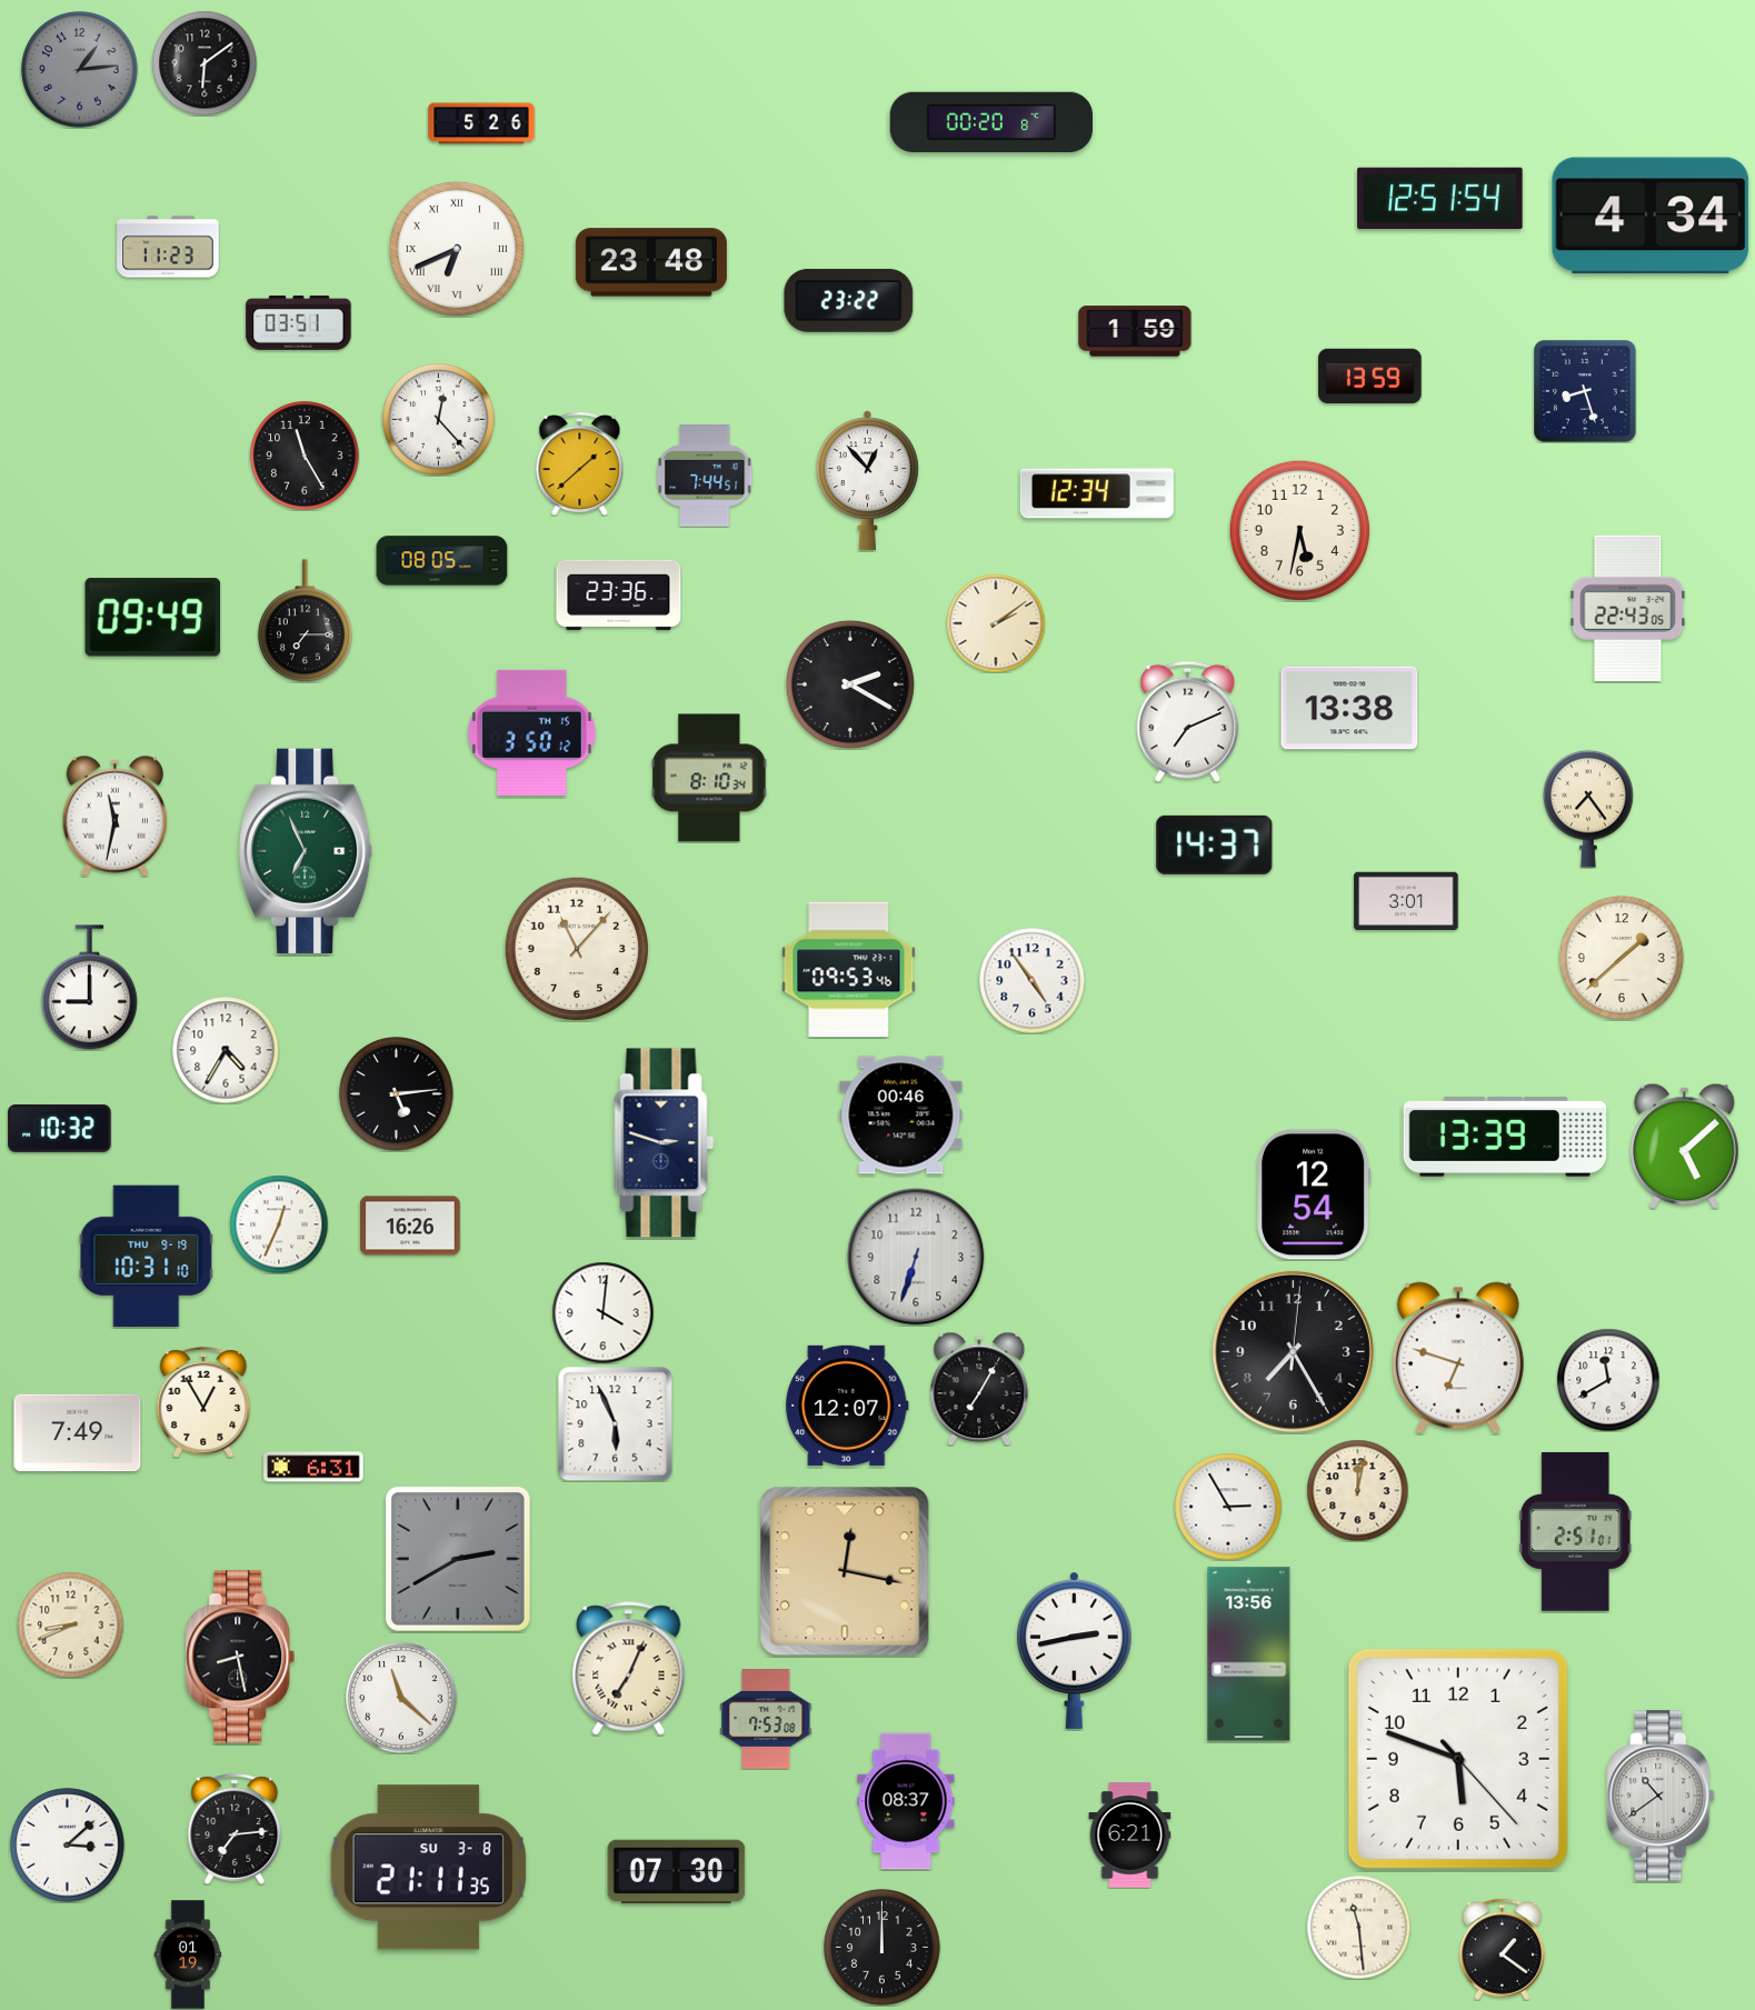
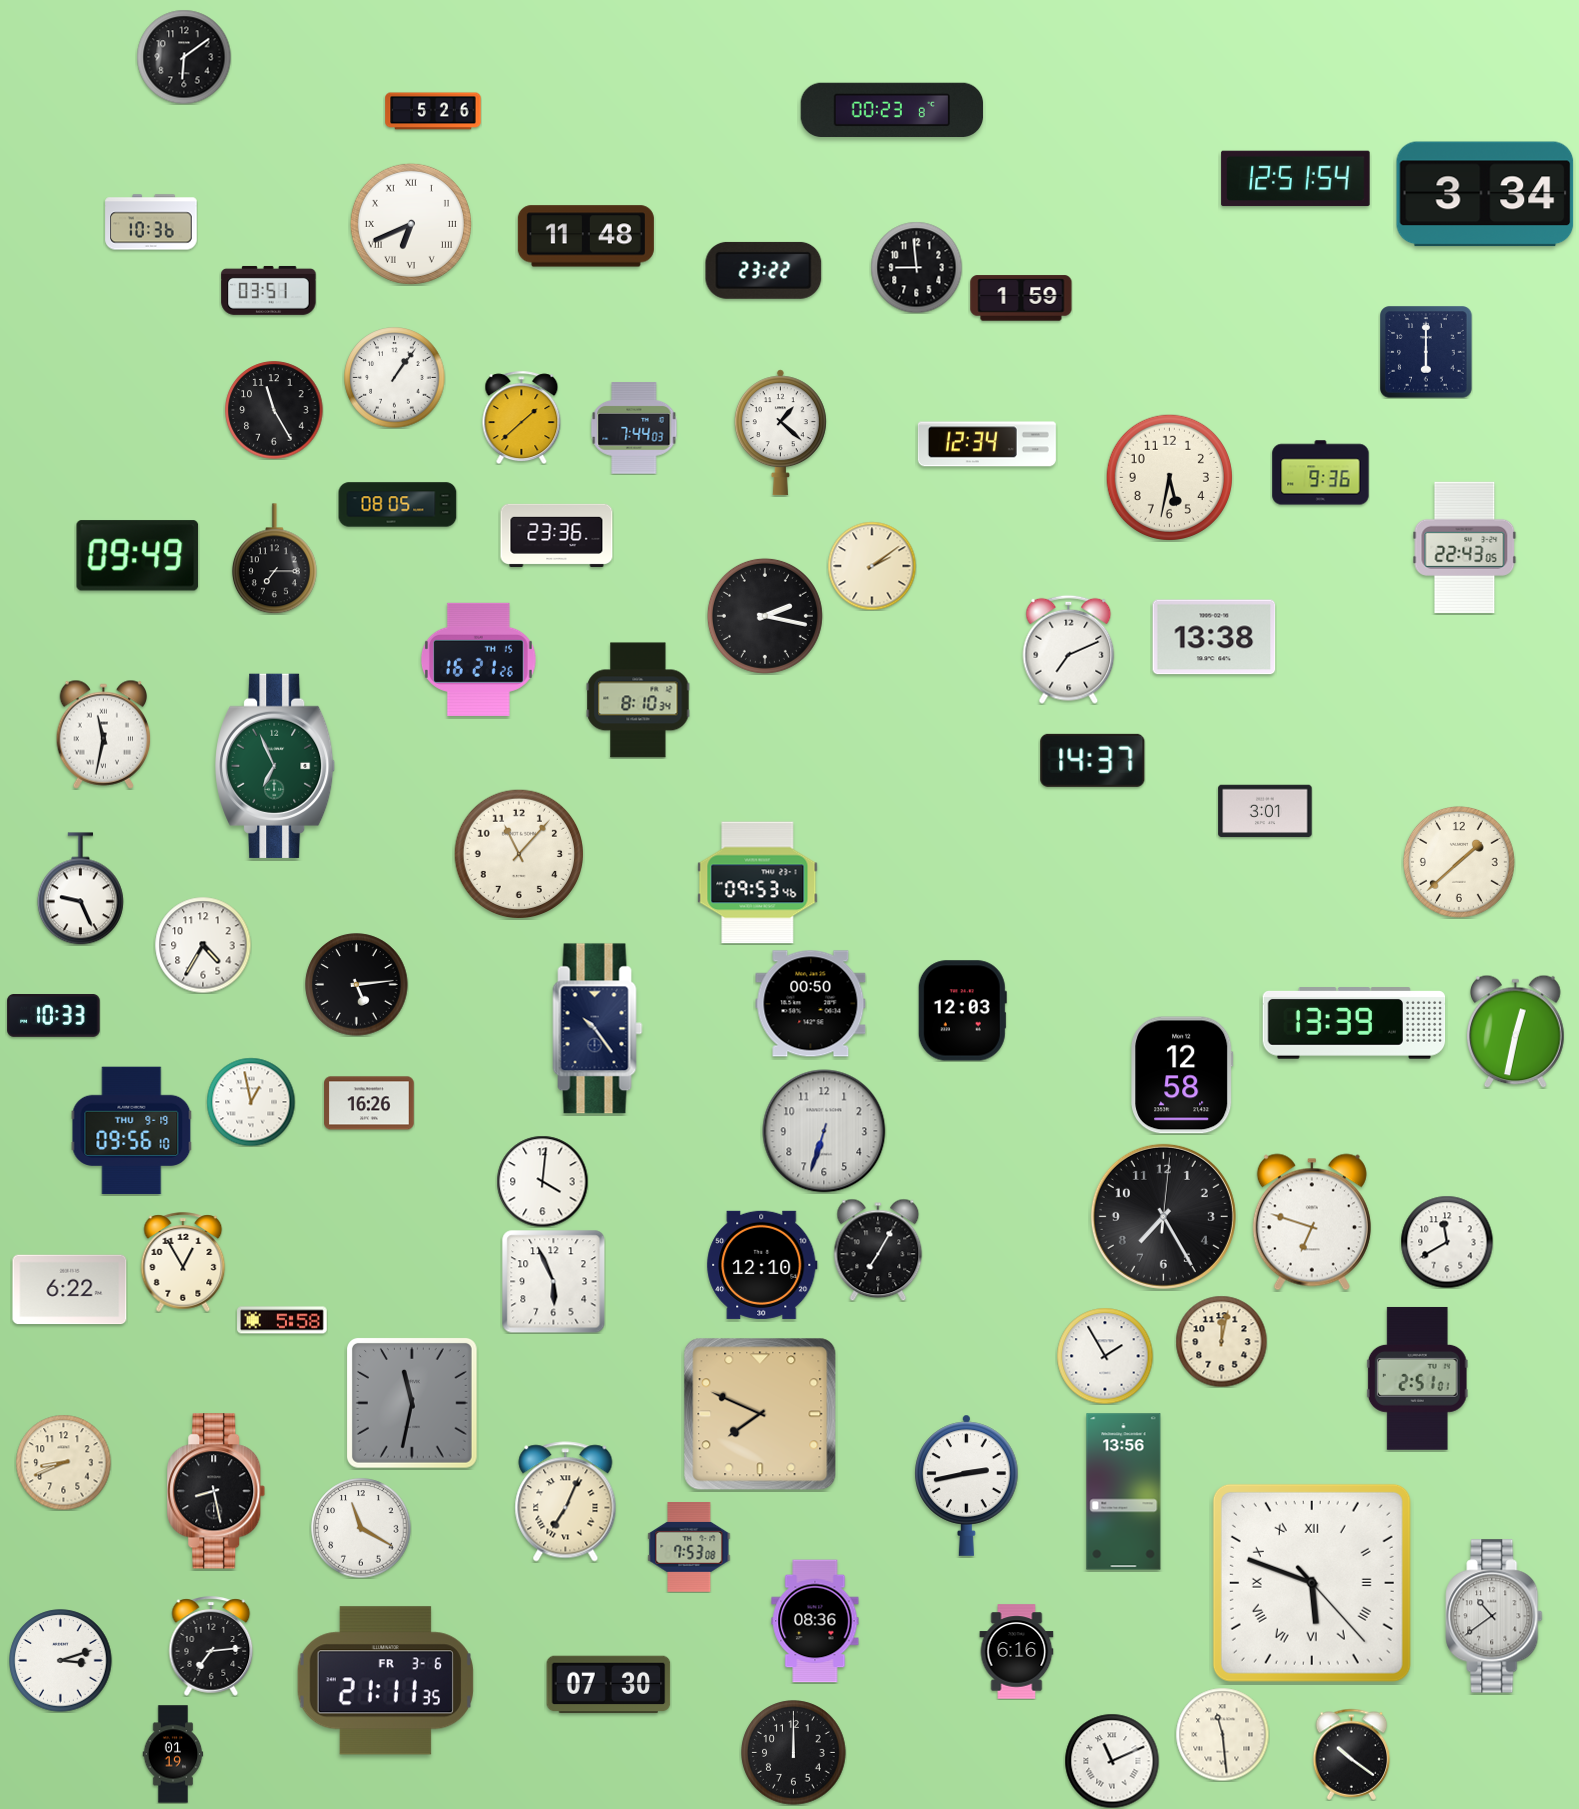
clock at (80, 70): 1:14 -> none
clock at (991, 122): 00:20 -> 00:23
clock at (1651, 216): 4:34 -> 3:34
clock at (168, 247): 11:23 -> 10:36
clock at (651, 262): 23:48 -> 11:48
clock at (916, 267): none -> 8:59
clock at (1370, 377): 13:59 -> none
clock at (1585, 391): 8:27 -> 6:00
clock at (439, 420): 12:23 -> 1:06
clock at (705, 476): 7:44:51 -> 7:44:03
clock at (867, 481): 12:53 -> 1:22
clock at (1321, 473): none -> 9:36
clock at (996, 623) position: (996, 623) -> (872, 566)
clock at (850, 684): 2:20 -> 2:17
clock at (531, 732): 3:50 -> 16:21
clock at (1589, 809): 7:24 -> none
clock at (849, 970) position: (849, 970) -> (758, 883)
clock at (1031, 980): 4:54 -> none
clock at (89, 988): 9:00 -> 9:26
clock at (901, 1116): 00:46 -> 00:50
clock at (962, 1011): none -> 12:03
clock at (60, 1129): 10:32 -> 10:33
clock at (665, 1143): 2:48 -> 10:24
clock at (1685, 1146): 5:08 -> 12:32
clock at (1314, 1194): 12:54 -> 12:58
clock at (279, 1224): 12:34 -> 12:58
clock at (147, 1257): 10:31 -> 09:56
clock at (979, 1389) position: (979, 1389) -> (878, 1250)
clock at (847, 1406): 12:07 -> 12:10
clock at (78, 1433): 7:49 -> 6:22
clock at (313, 1467): 6:31 -> 5:58
clock at (1228, 1507): 2:55 -> 1:55
clock at (458, 1559): 2:40 -> 11:32
clock at (845, 1571): 12:17 -> 7:49
clock at (1249, 1654) position: (1249, 1654) -> (1124, 1492)
clock at (401, 1698): 11:22 -> 11:20
clock at (1458, 1759) numerals: Arabic -> Roman
clock at (906, 1801): 08:37 -> 08:36
clock at (1130, 1836): 6:21 -> 6:16
clock at (68, 1846): 3:08 -> 3:12
clock at (428, 1868) date: SU 3-8 -> FR 3-6
clock at (1503, 1949): 1:21 -> 10:21
clock at (188, 1954) position: (188, 1954) -> (173, 1754)
clock at (1112, 1761): none -> 11:11
